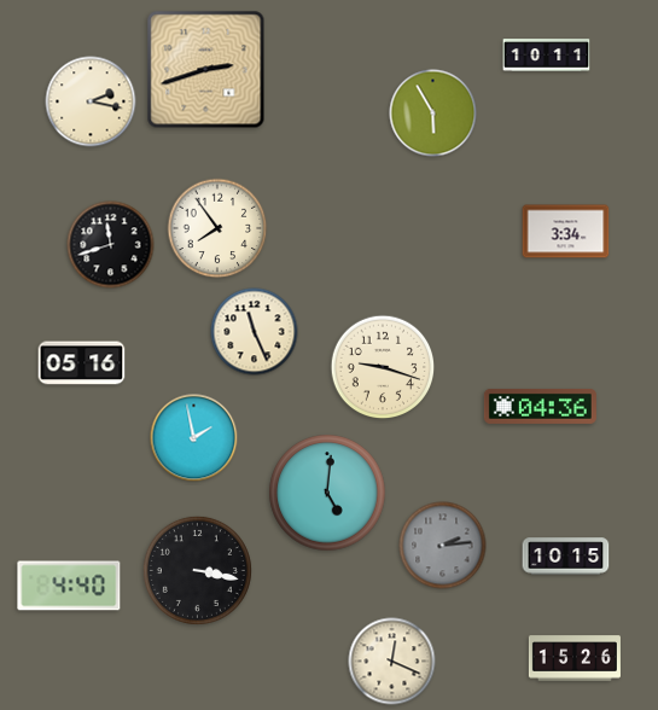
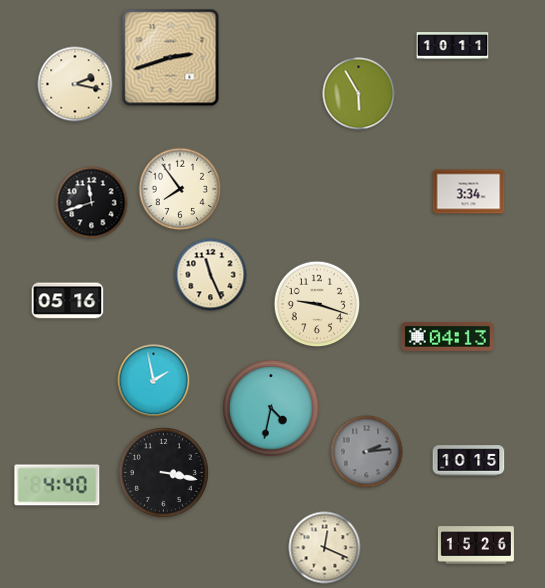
clock at (540, 406): 04:36 -> 04:13
clock at (194, 438) position: (194, 438) -> (154, 381)
clock at (327, 493): 5:01 -> 4:32
